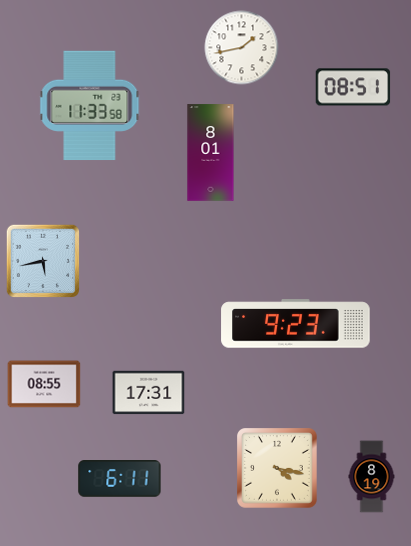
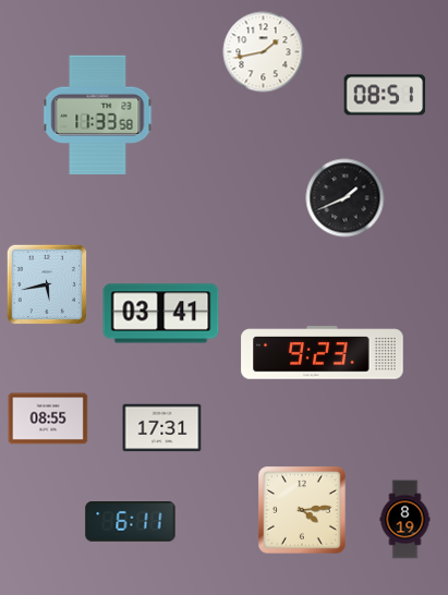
clock at (211, 153): 8:01 -> none
clock at (346, 198): none -> 1:41
clock at (161, 314): none -> 03:41
clock at (278, 469): 4:17 -> 4:14
